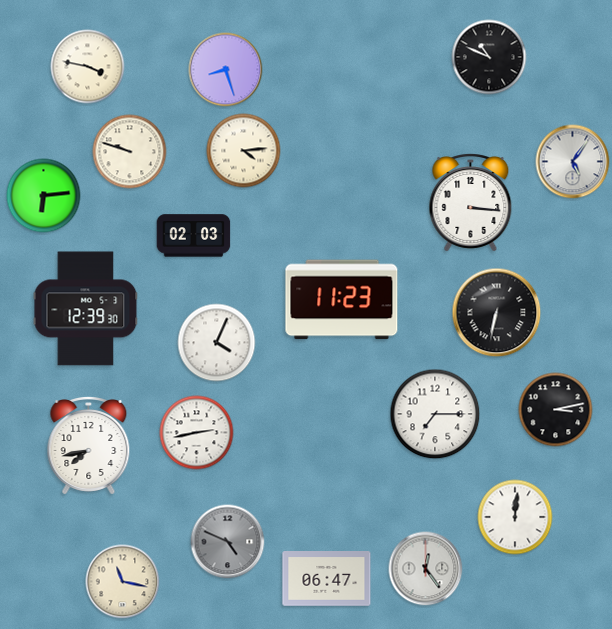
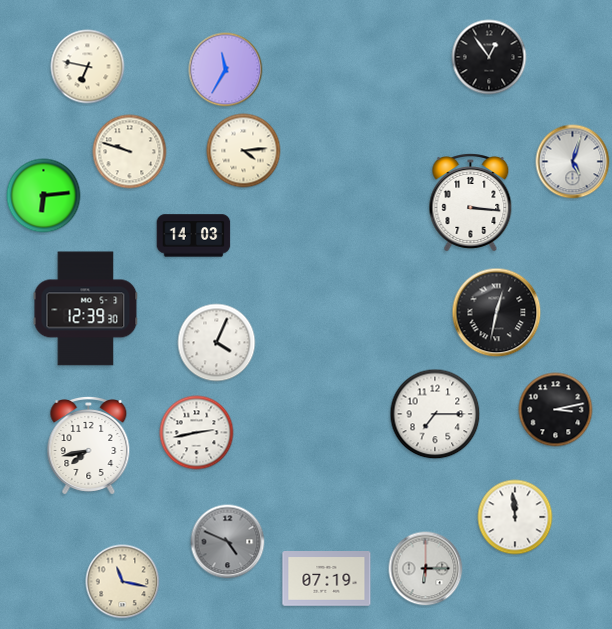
clock at (489, 57): 10:49 -> 12:54
clock at (88, 67): 3:47 -> 6:47
clock at (226, 70): 8:27 -> 11:35
clock at (573, 162): 5:06 -> 5:03
clock at (194, 236): 02:03 -> 14:03
clock at (342, 300): 11:23 -> none
clock at (497, 313): 6:32 -> 12:32
clock at (515, 517): 12:01 -> 11:59
clock at (426, 569): 12:24 -> 6:15
clock at (327, 579): 06:47 -> 07:19
